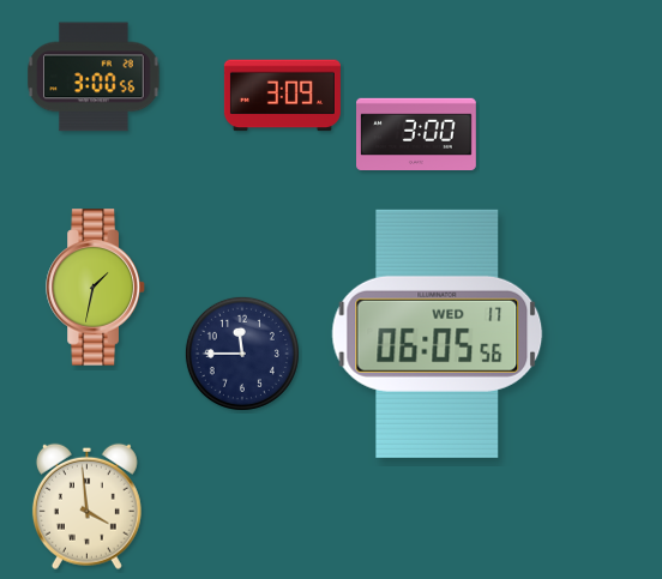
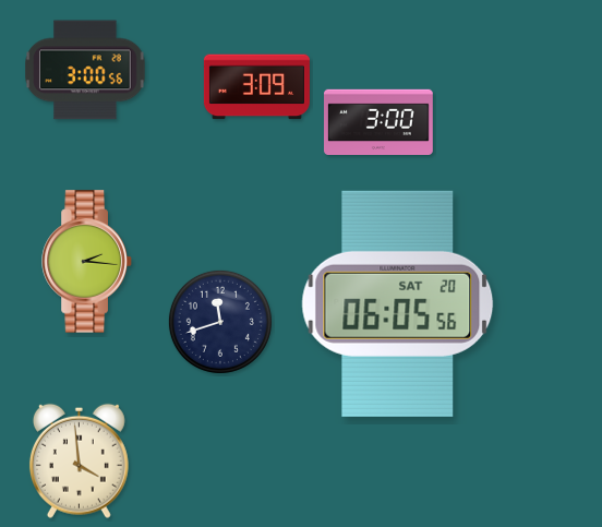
clock at (96, 288): 1:32 -> 2:16
clock at (438, 333) date: WED 17 -> SAT 20
clock at (242, 354): 11:45 -> 11:42
